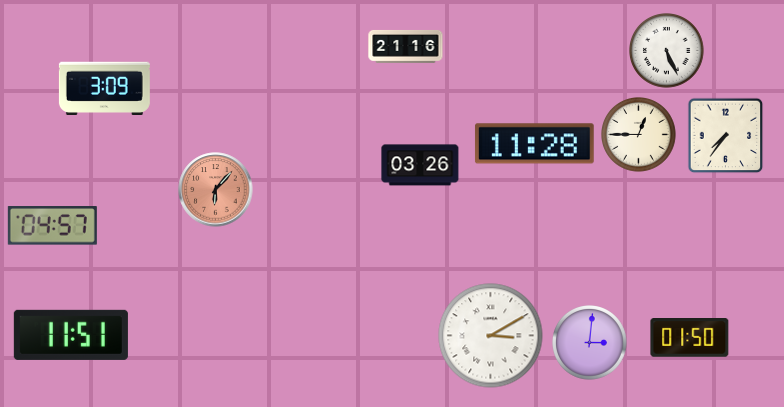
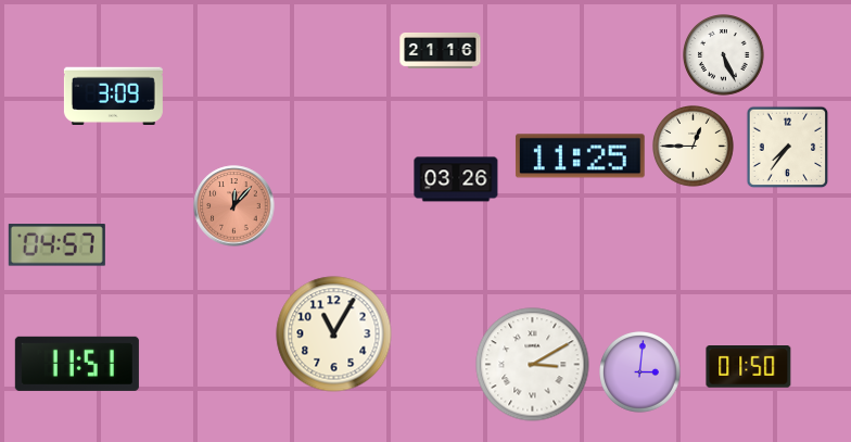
clock at (534, 144): 11:28 -> 11:25
clock at (216, 190): 6:07 -> 12:07
clock at (334, 334): none -> 11:05
